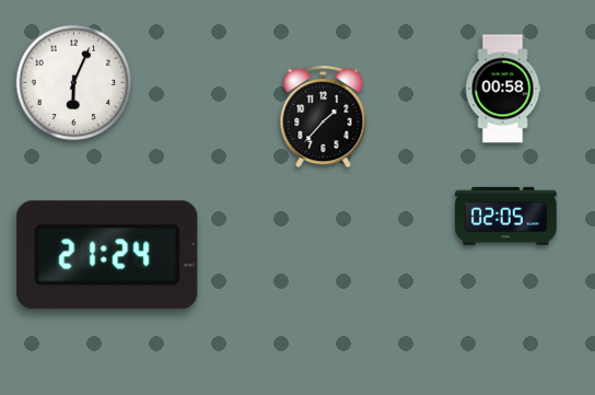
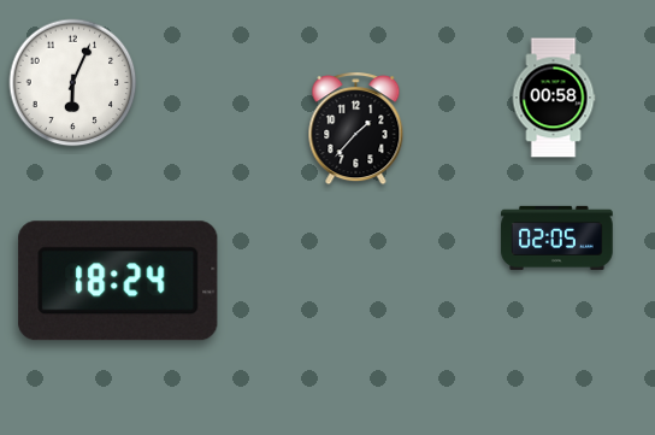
clock at (74, 83) position: (74, 83) -> (73, 83)
clock at (107, 255): 21:24 -> 18:24
